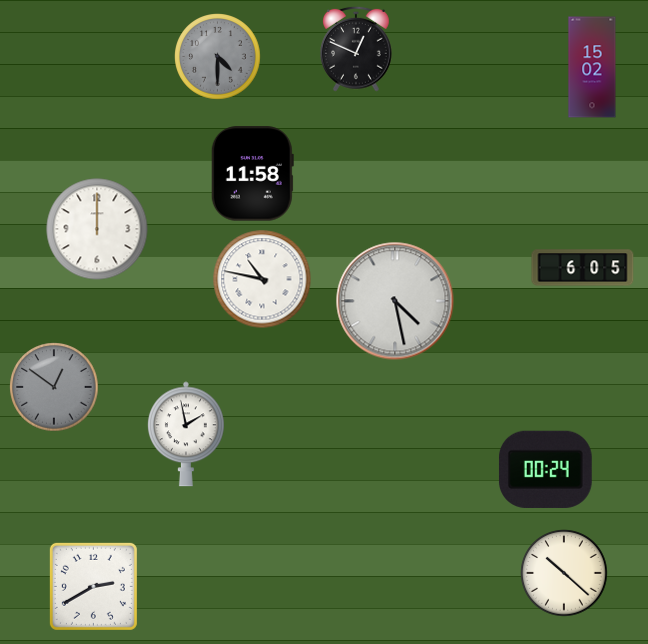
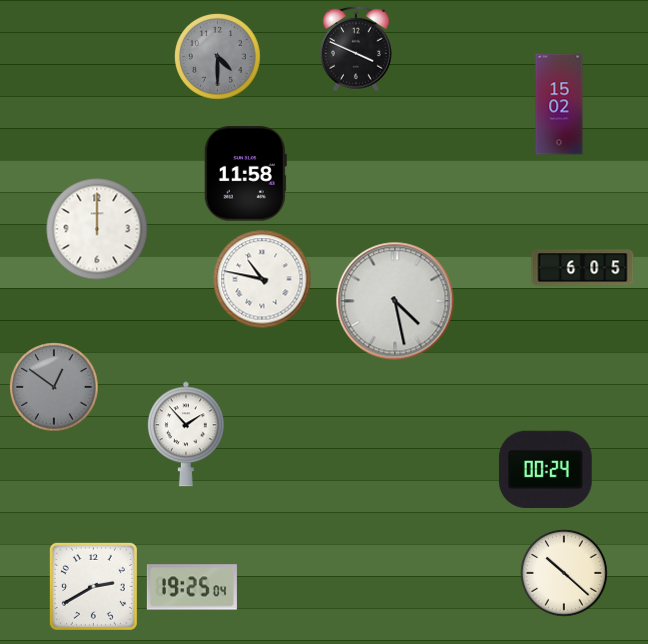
clock at (357, 49): 12:49 -> 3:49
clock at (592, 67) position: (592, 67) -> (559, 104)
clock at (252, 174) position: (252, 174) -> (245, 174)
clock at (186, 434): 1:58 -> 1:53
clock at (192, 587): none -> 19:25
